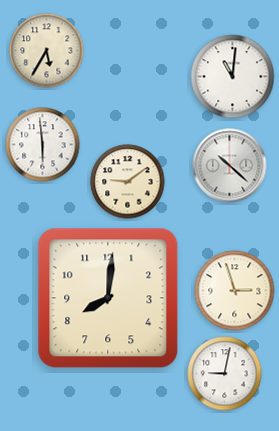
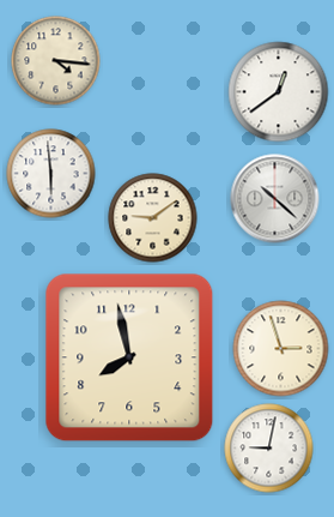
clock at (47, 51): 5:35 -> 4:16
clock at (233, 77): 11:01 -> 12:39
clock at (108, 298): 8:01 -> 7:58
